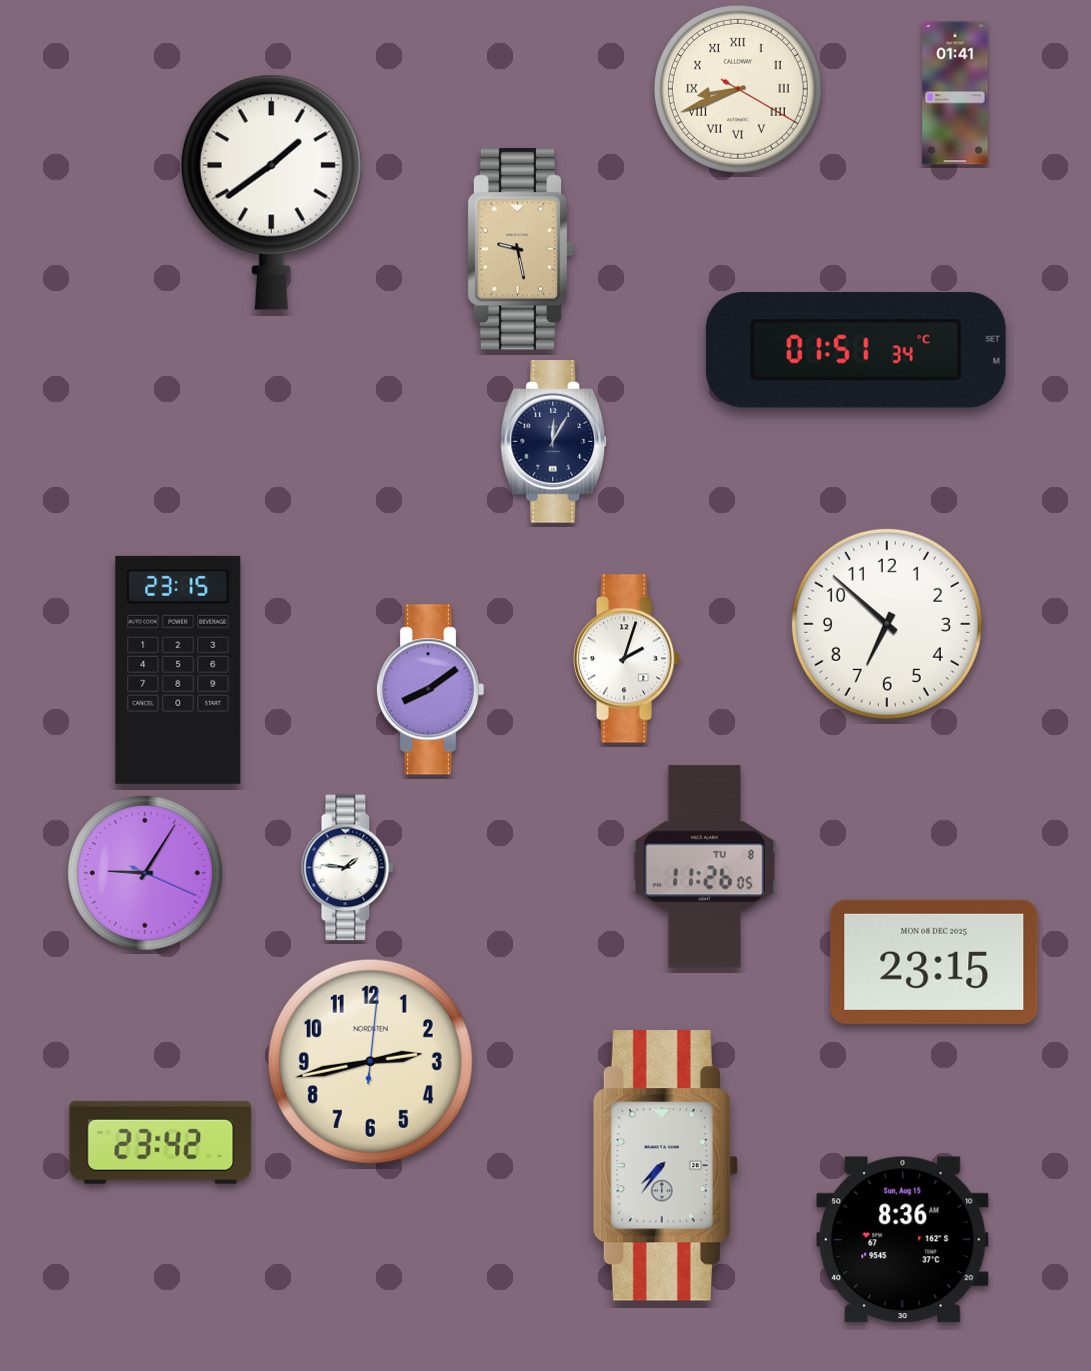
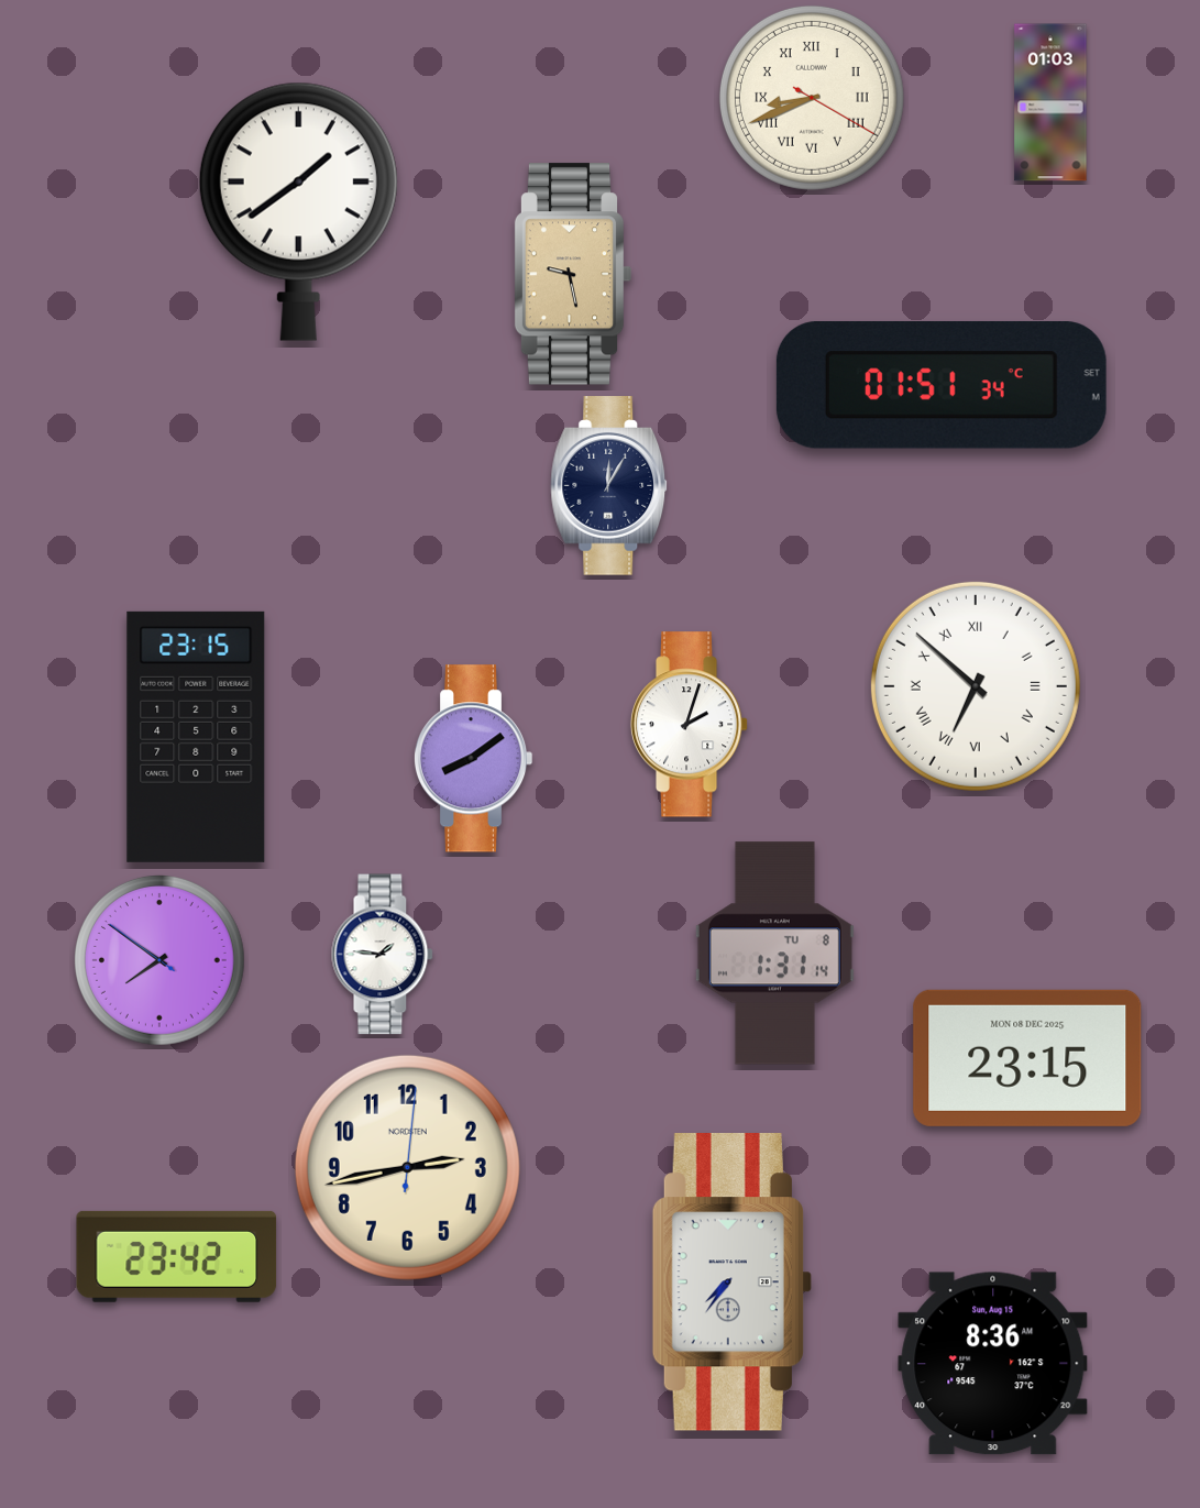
clock at (955, 93): 01:41 -> 01:03
clock at (887, 624) numerals: Arabic -> Roman
clock at (704, 867): 11:26 -> 1:31
clock at (145, 873): 9:05 -> 7:50
